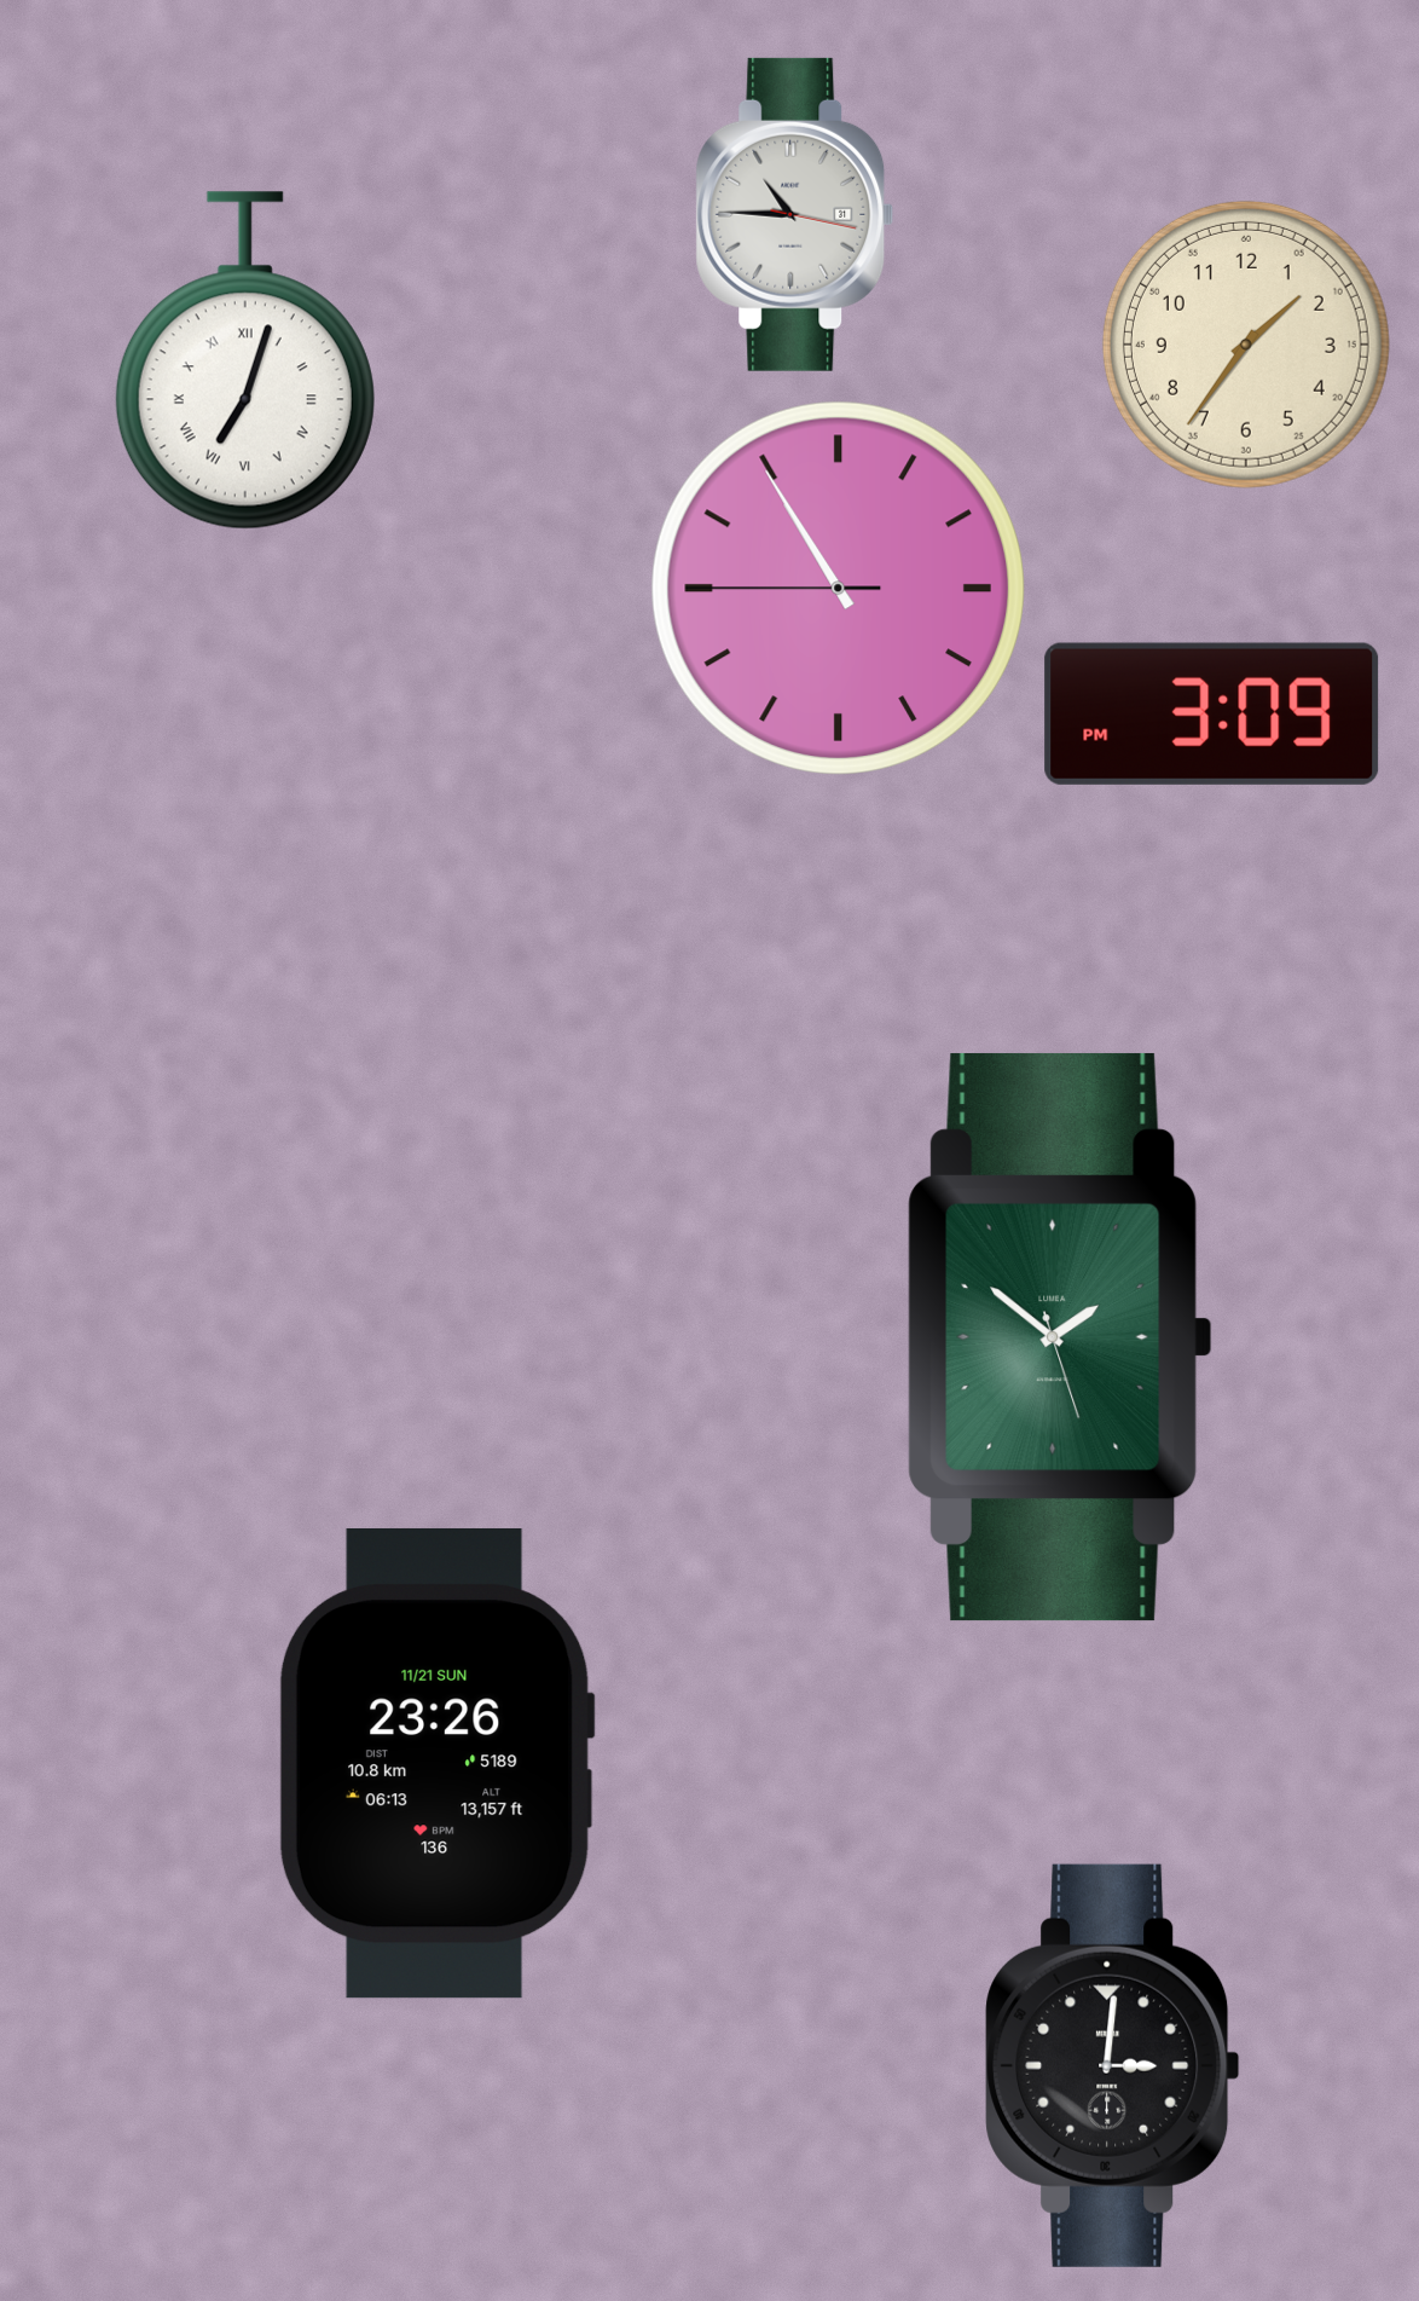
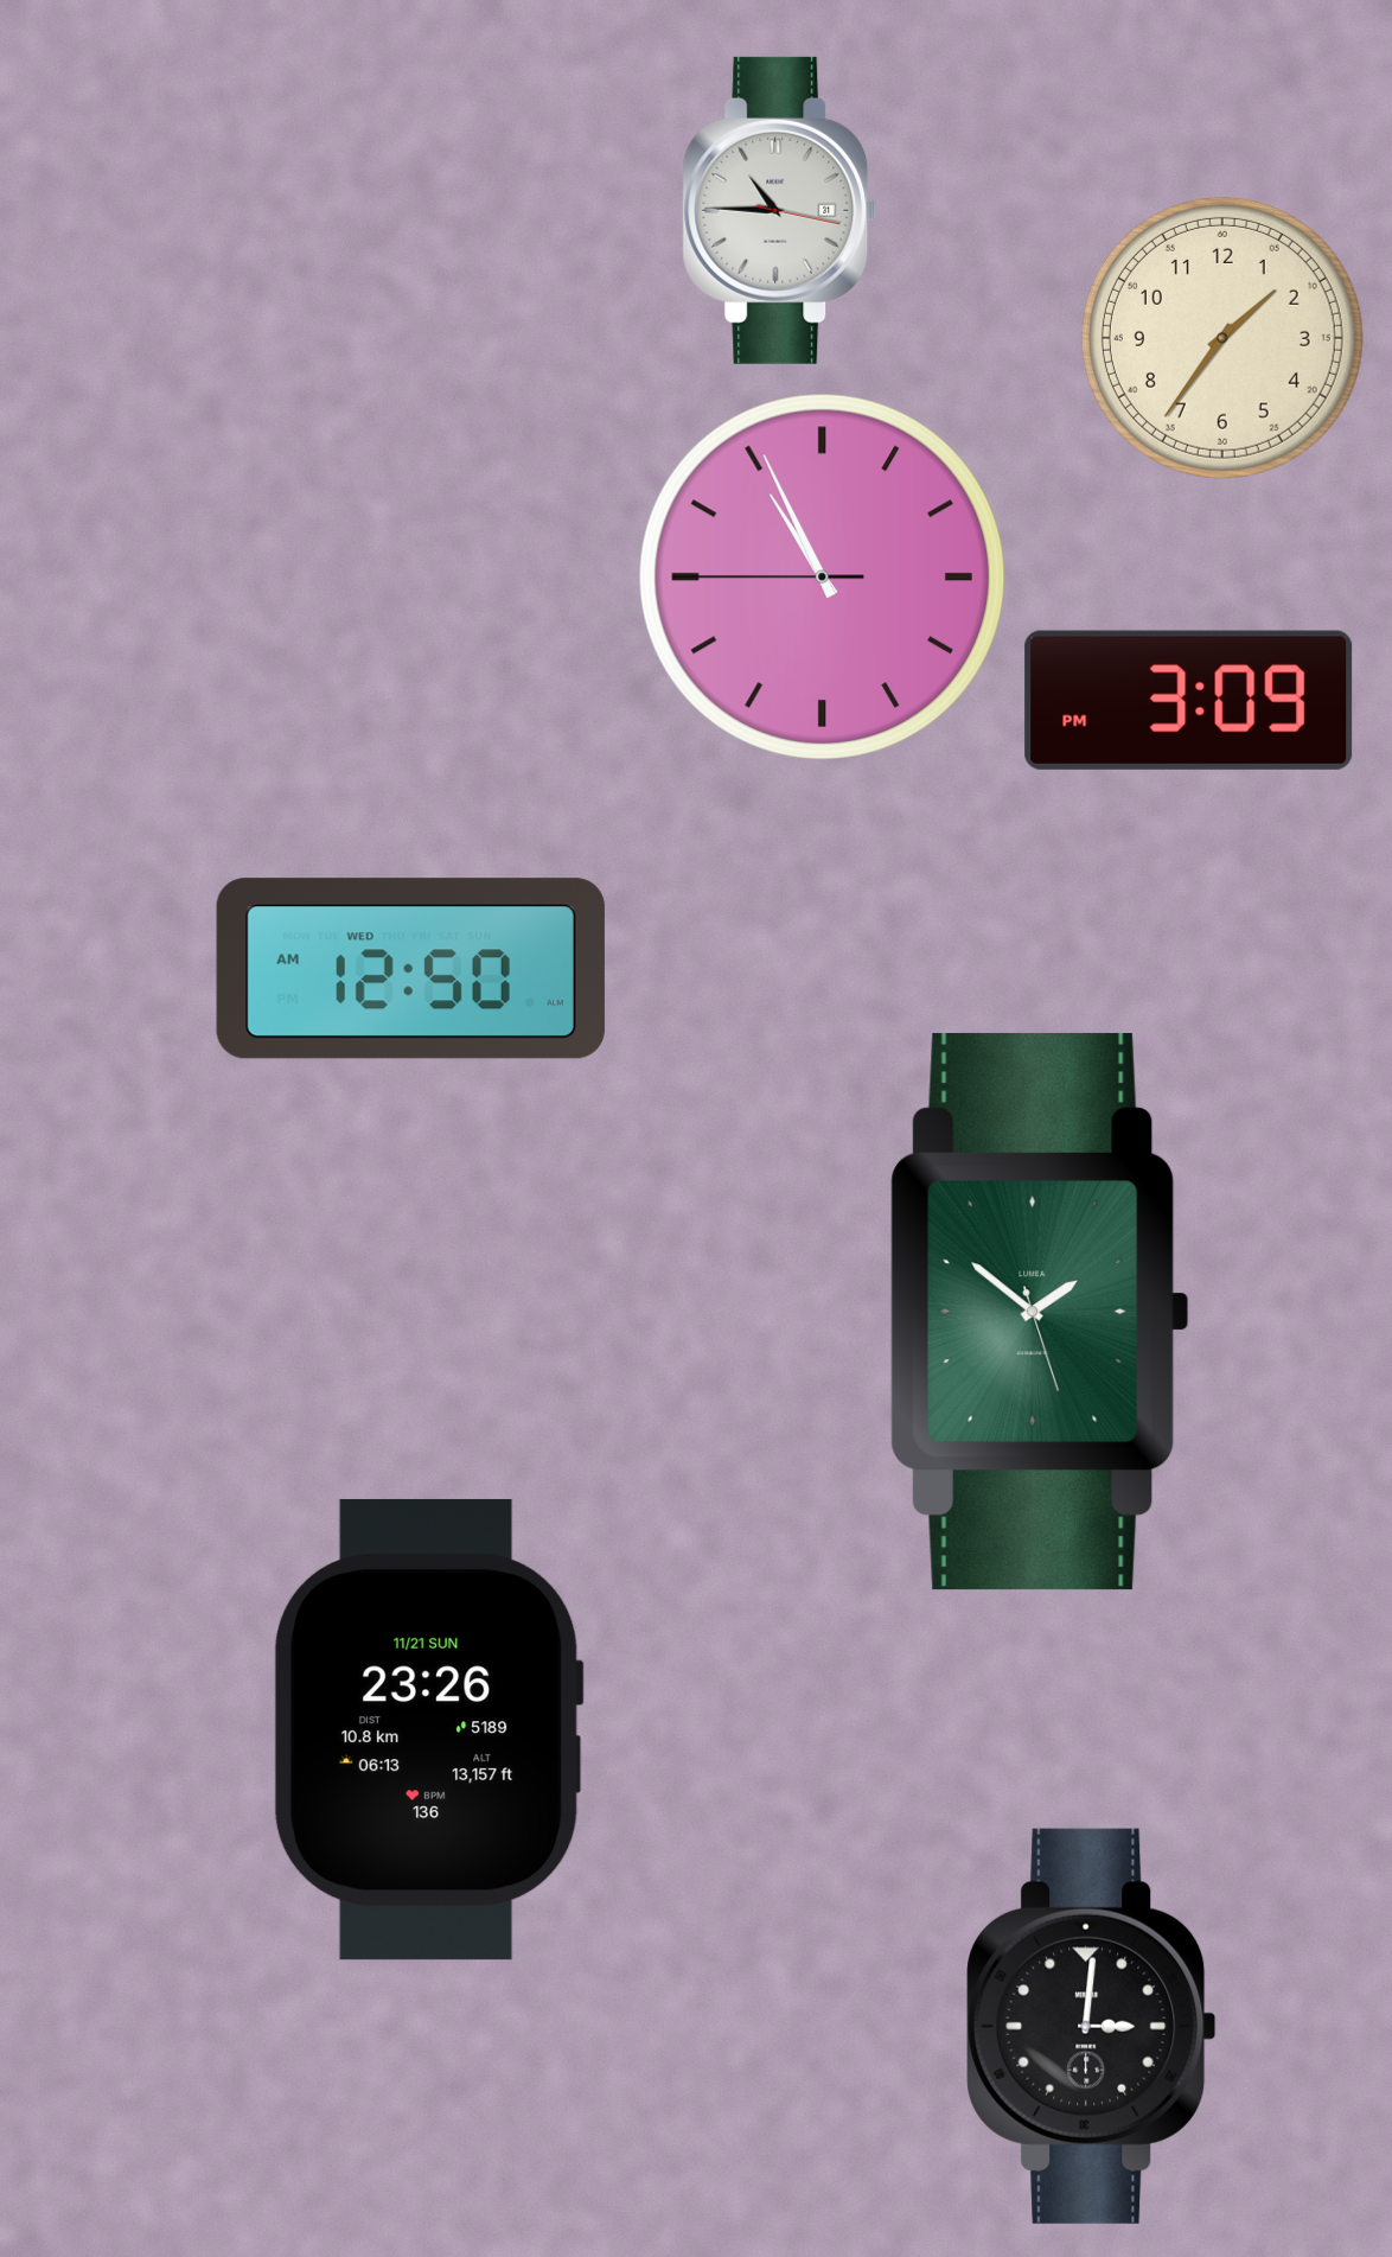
clock at (245, 360): 7:03 -> none
clock at (838, 588): 10:54 -> 10:55
clock at (410, 969): none -> 12:50
